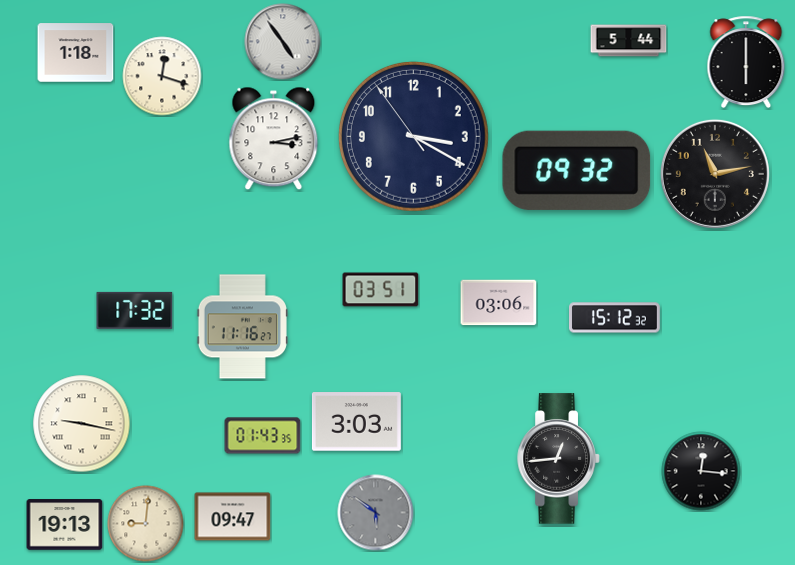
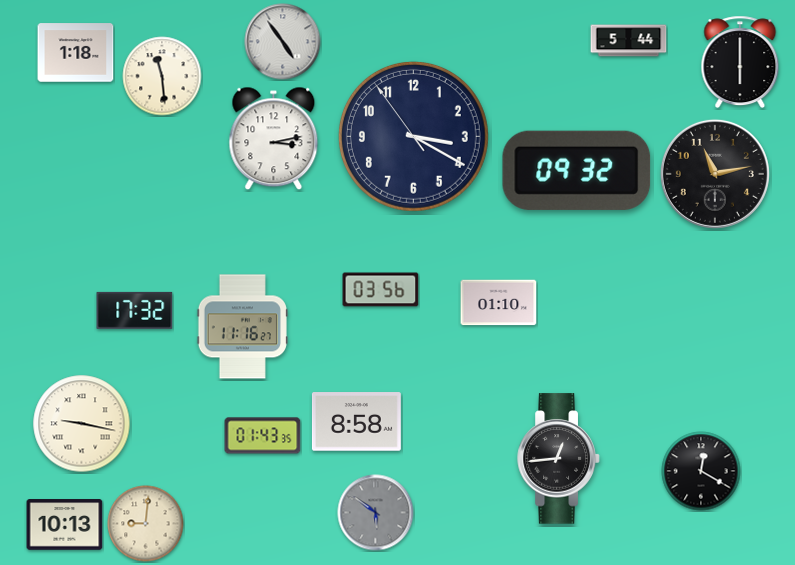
clock at (746, 62) position: (746, 62) -> (740, 62)
clock at (162, 76): 12:18 -> 11:29
clock at (381, 290): 03:51 -> 03:56
clock at (499, 303): 03:06 -> 01:10
clock at (615, 318): 15:12 -> none
clock at (356, 422): 3:03 -> 8:58
clock at (701, 471): 12:16 -> 12:20
clock at (233, 517): 09:47 -> none
clock at (65, 525): 19:13 -> 10:13
